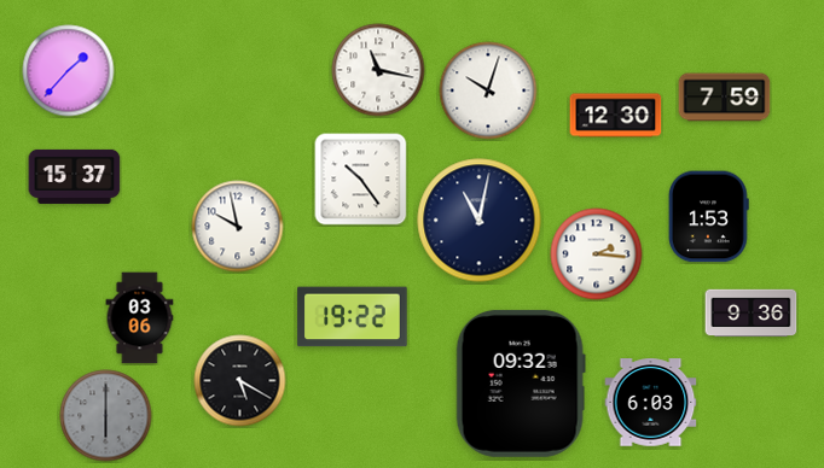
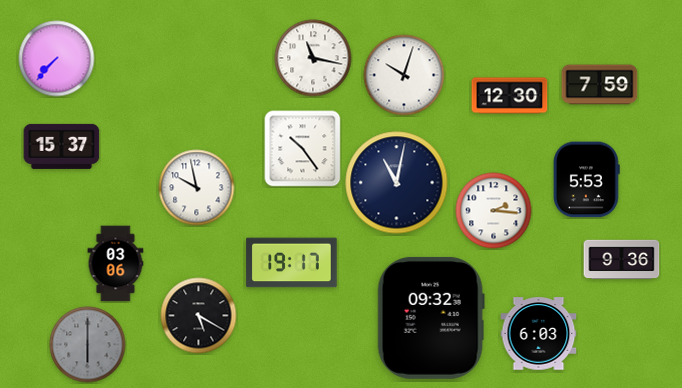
clock at (69, 71): 1:37 -> 7:37
clock at (725, 98) position: (725, 98) -> (600, 85)
clock at (361, 180) position: (361, 180) -> (303, 149)
clock at (708, 217): 1:53 -> 5:53
clock at (353, 317): 19:22 -> 19:17
